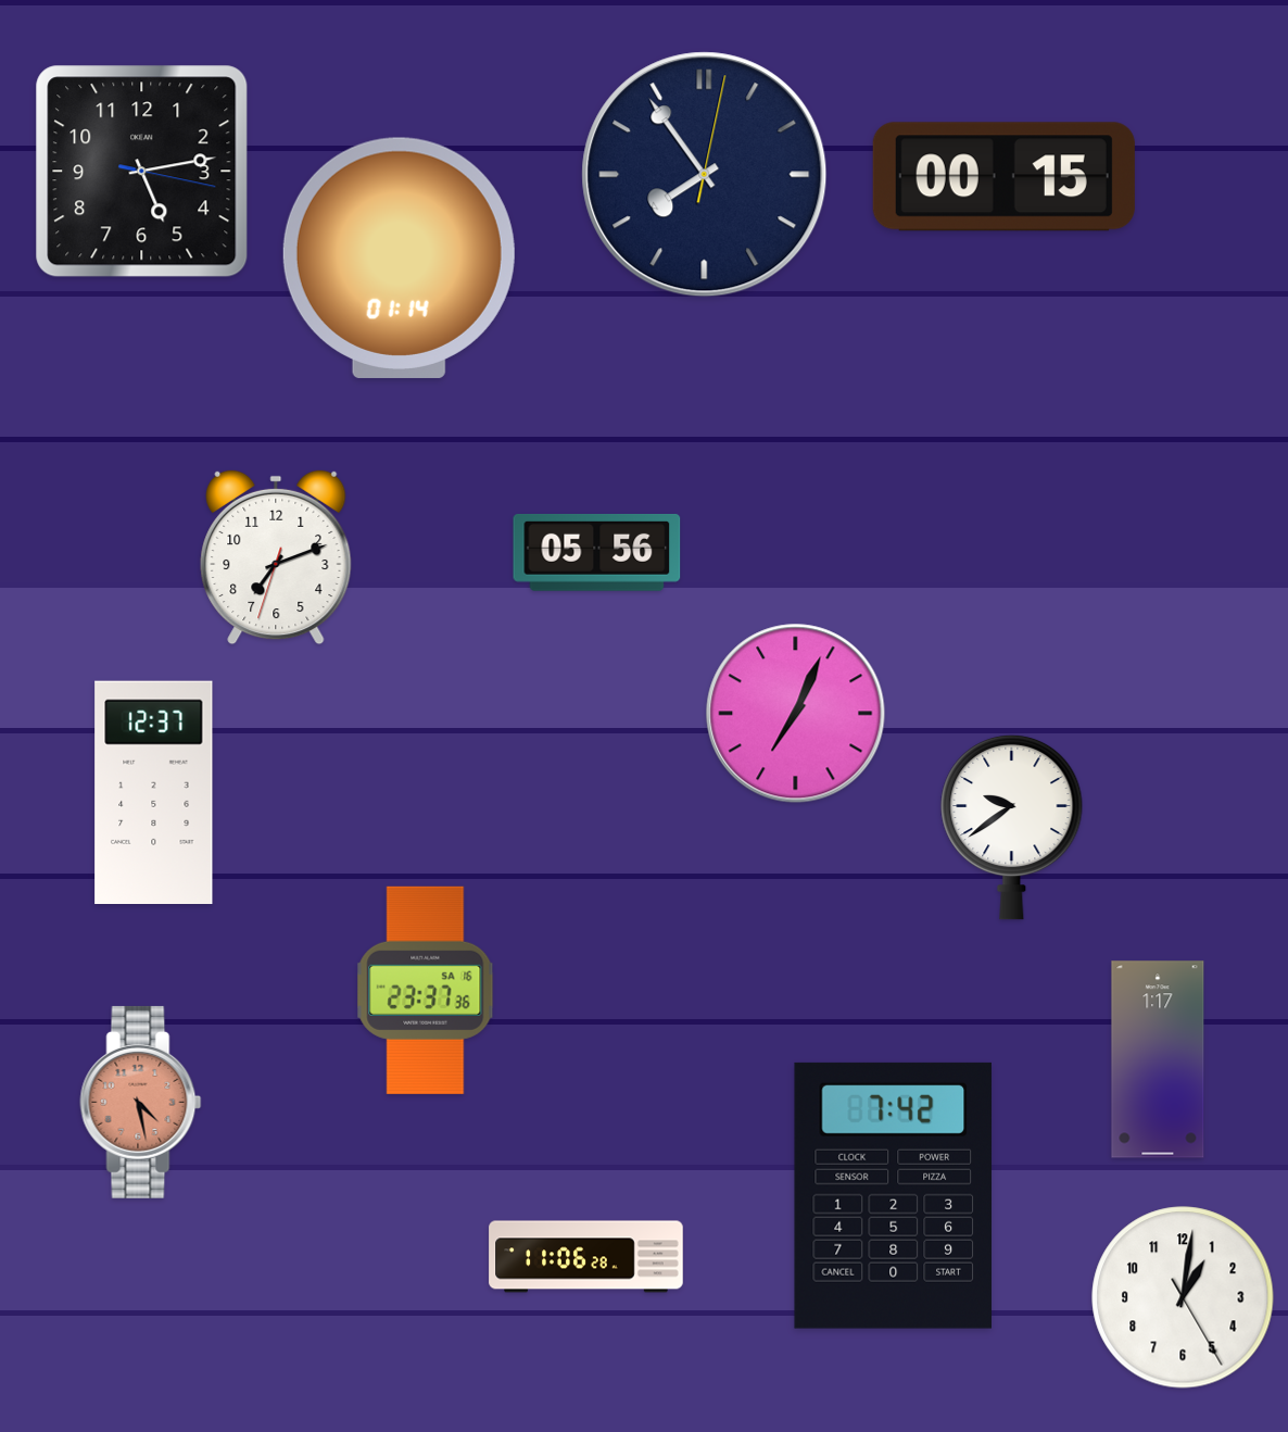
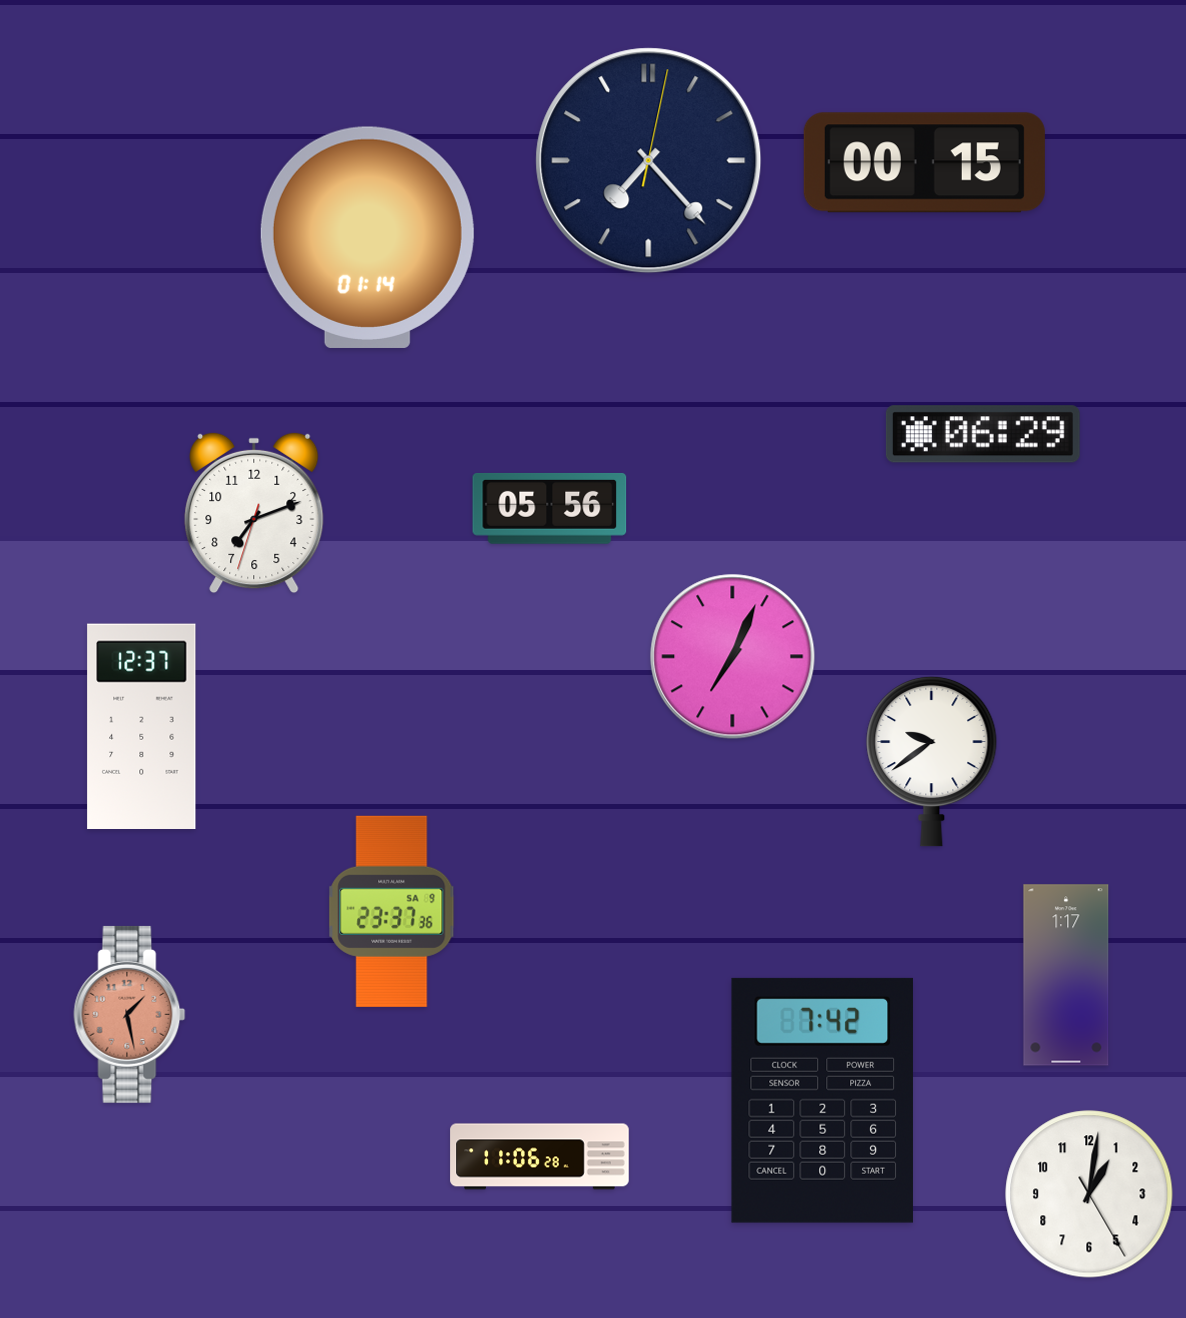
clock at (142, 172): 5:13 -> none
clock at (705, 175): 7:54 -> 7:23
clock at (983, 434): none -> 06:29
clock at (154, 792) position: (154, 792) -> (142, 726)
clock at (426, 990) date: SA 16 -> SA 9
clock at (141, 1102): 4:28 -> 1:28
